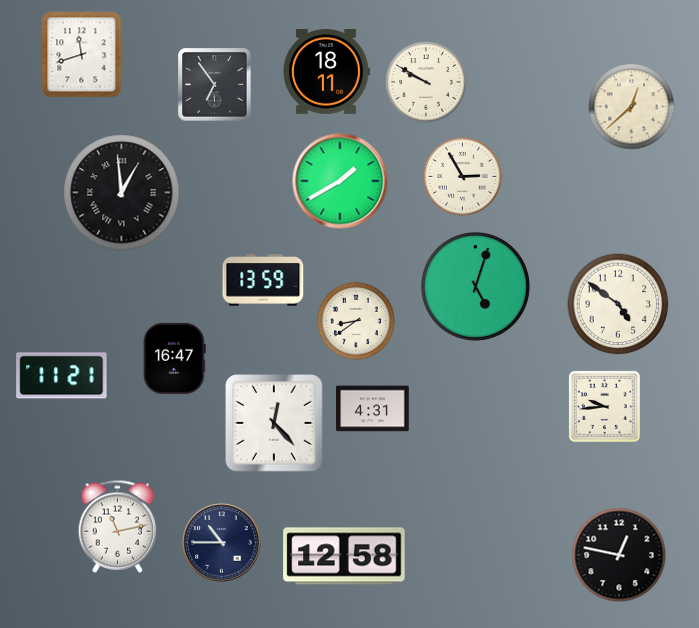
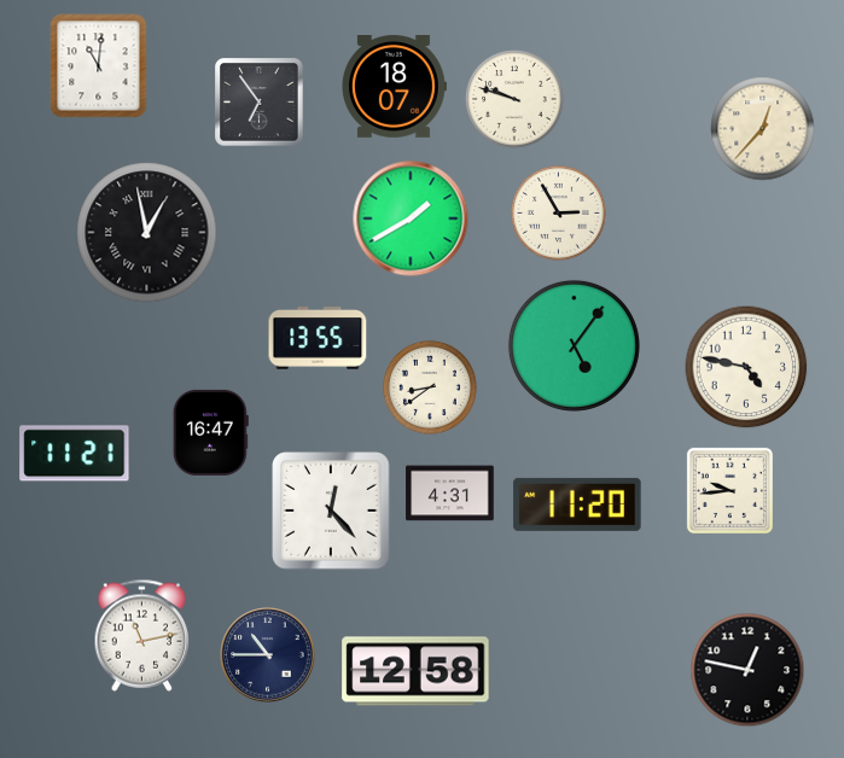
clock at (82, 55): 11:42 -> 11:01
clock at (326, 72): 18:11 -> 18:07
clock at (426, 82): 9:50 -> 9:48
clock at (632, 107): 12:38 -> 12:37
clock at (122, 193): 12:59 -> 12:58
clock at (263, 281): 13:59 -> 13:55
clock at (475, 286): 5:03 -> 5:06
clock at (618, 304): 4:51 -> 4:47
clock at (577, 505): none -> 11:20
